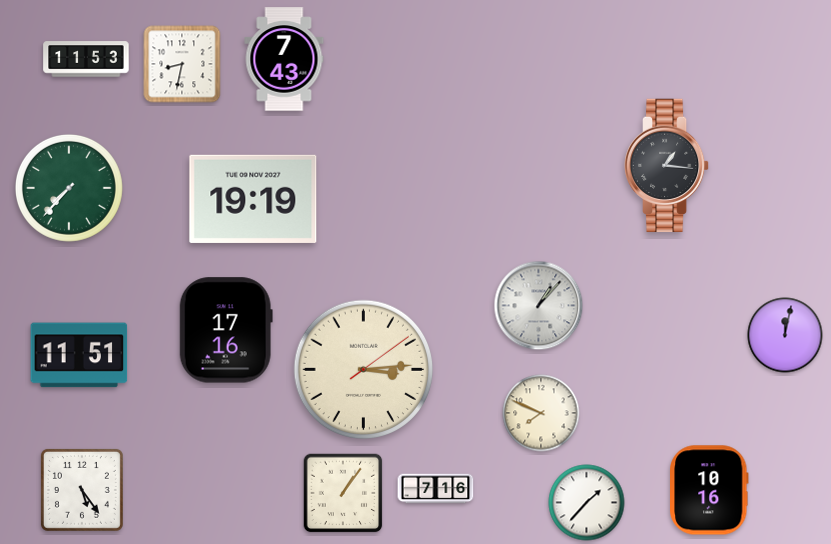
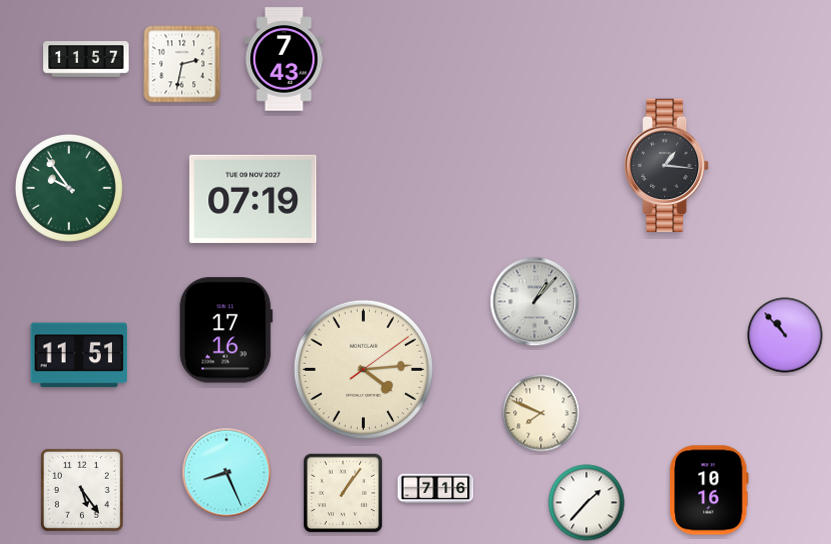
clock at (86, 59): 11:53 -> 11:57
clock at (182, 64): 8:32 -> 2:32
clock at (69, 188): 7:37 -> 9:54
clock at (253, 199): 19:19 -> 07:19
clock at (539, 306) position: (539, 306) -> (535, 302)
clock at (785, 335): 12:02 -> 10:53
clock at (364, 370): 3:14 -> 4:14
clock at (227, 473): none -> 8:26
